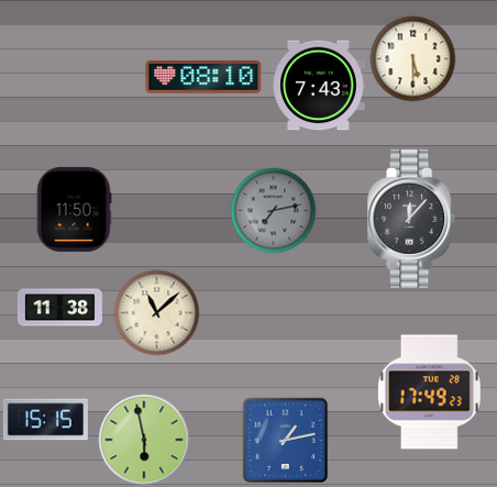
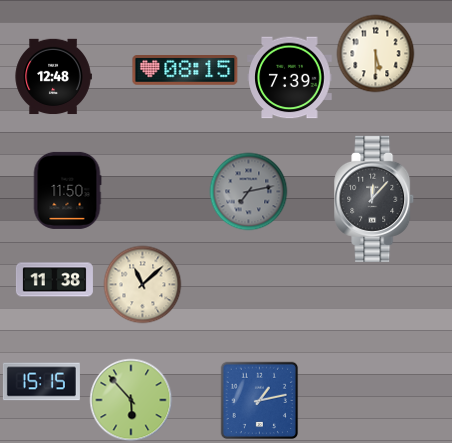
clock at (203, 77): 08:10 -> 08:15
clock at (53, 77): none -> 12:48
clock at (319, 86): 7:43 -> 7:39
clock at (429, 392): 17:49 -> none
clock at (144, 440): 5:58 -> 5:53
